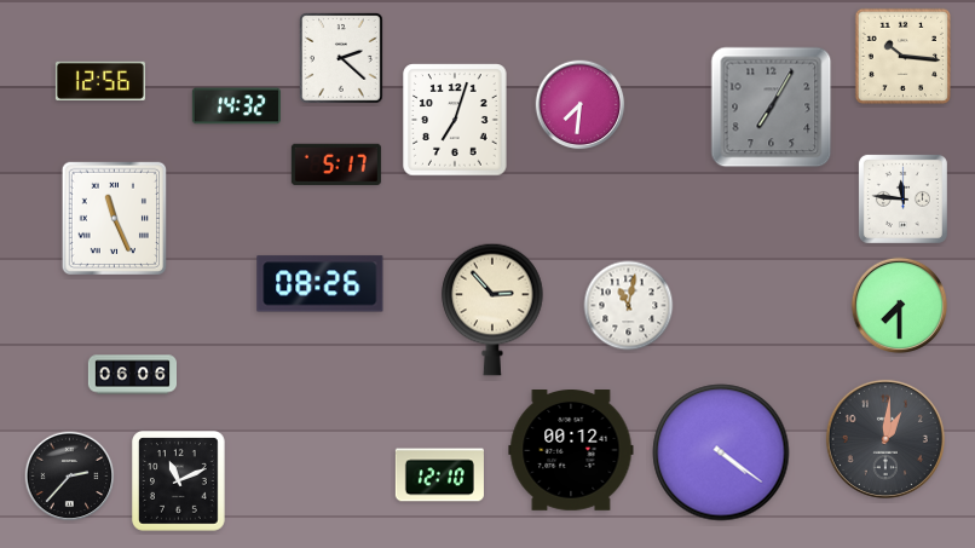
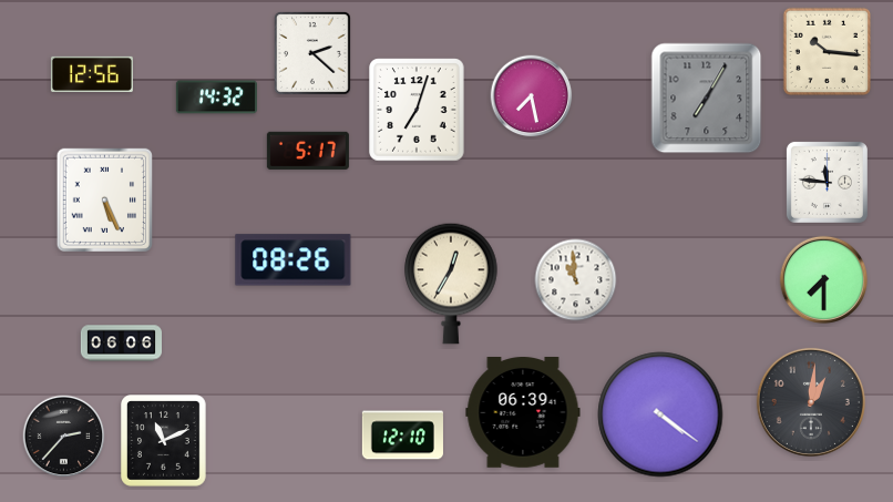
clock at (581, 105): 7:31 -> 7:28
clock at (114, 218): 11:26 -> 5:26
clock at (629, 306): 11:02 -> 10:59
clock at (492, 310): 2:53 -> 12:35
clock at (571, 451): 00:12 -> 06:39
